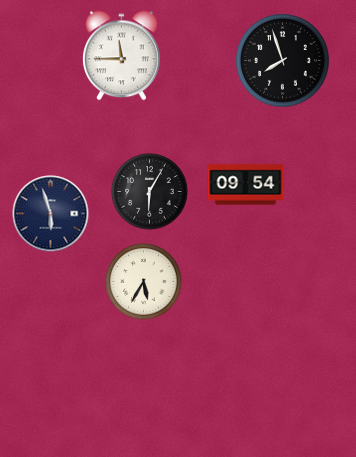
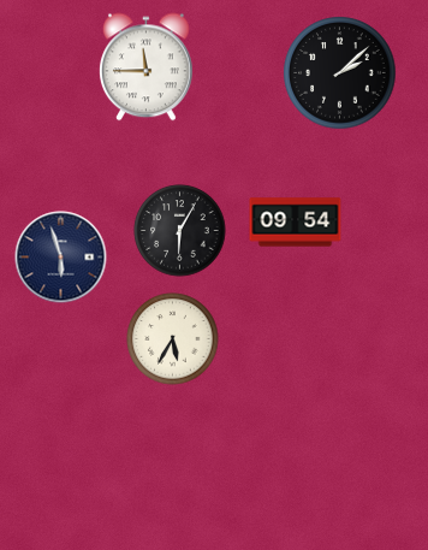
clock at (283, 61): 7:57 -> 2:08
